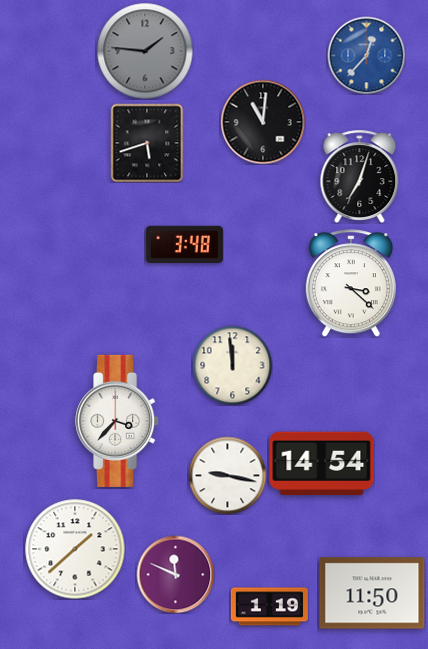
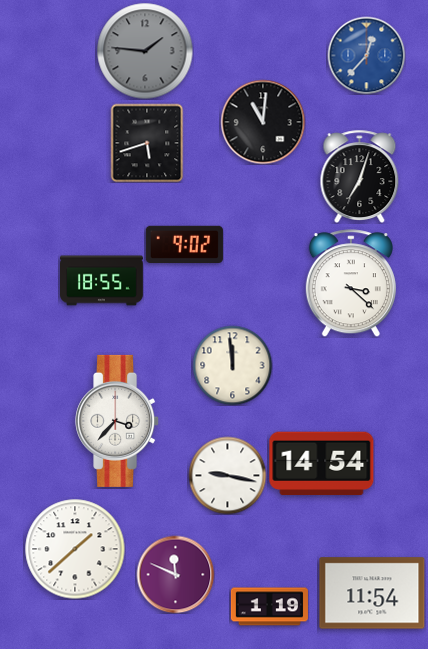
clock at (184, 244): 3:48 -> 9:02
clock at (102, 281): none -> 18:55
clock at (372, 593): 11:50 -> 11:54
